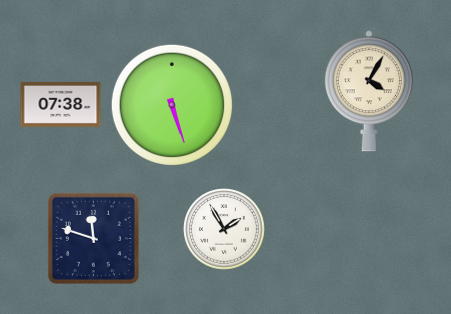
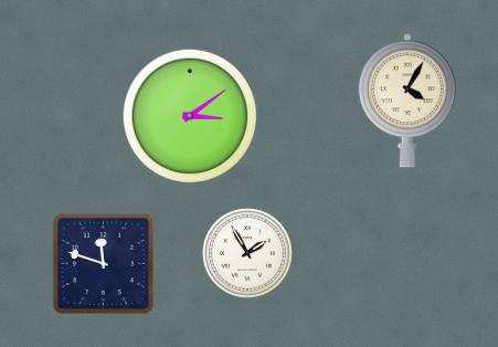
clock at (61, 104): 07:38 -> none
clock at (172, 105): 5:27 -> 3:09
